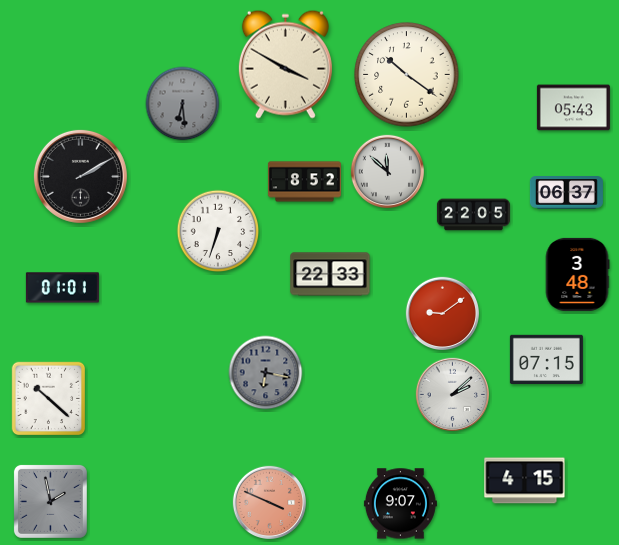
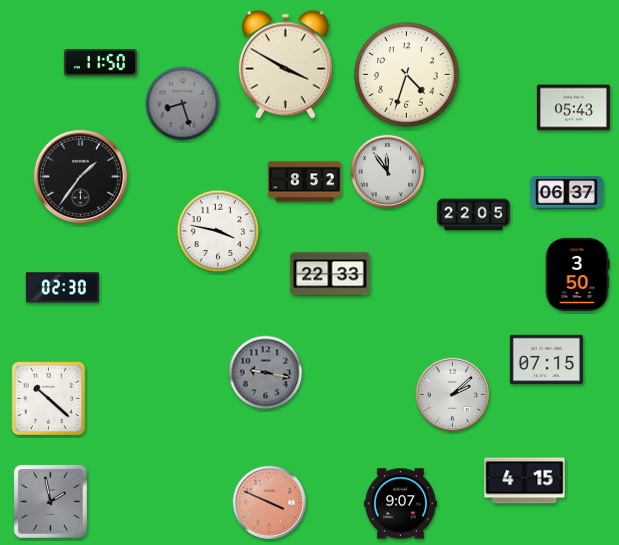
clock at (100, 63): none -> 11:50
clock at (407, 75): 10:21 -> 4:33
clock at (183, 104): 6:29 -> 8:27
clock at (387, 171): 11:52 -> 11:54
clock at (80, 176): 2:10 -> 1:36
clock at (218, 231): 6:33 -> 3:47
clock at (577, 274): 3:48 -> 3:50
clock at (62, 288): 01:01 -> 02:30
clock at (442, 313): 9:09 -> none
clock at (266, 373): 6:17 -> 9:17
